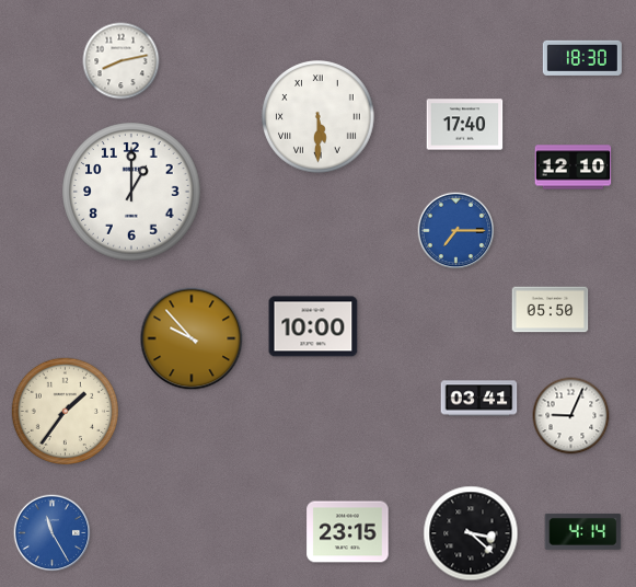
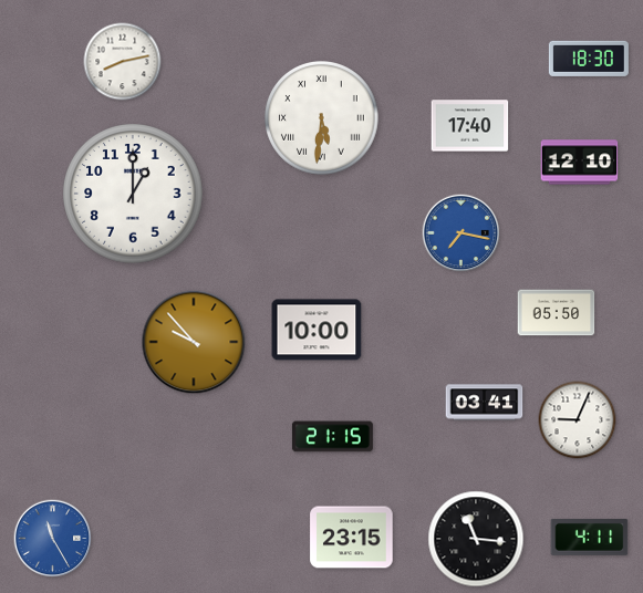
clock at (319, 117): 5:30 -> 5:31
clock at (574, 168) position: (574, 168) -> (580, 163)
clock at (456, 231): 7:15 -> 7:17
clock at (65, 411): 1:36 -> none
clock at (332, 437): none -> 21:15
clock at (583, 531): 4:14 -> 4:11
clock at (471, 533): 3:22 -> 11:16
